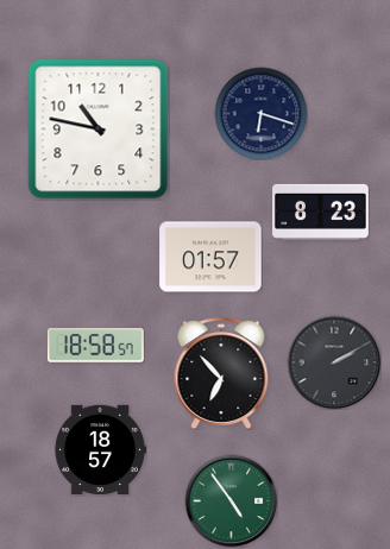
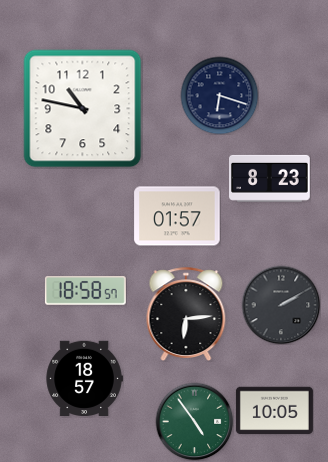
clock at (95, 346) position: (95, 346) -> (85, 291)
clock at (221, 373): 6:53 -> 6:14
clock at (274, 411): none -> 10:05
